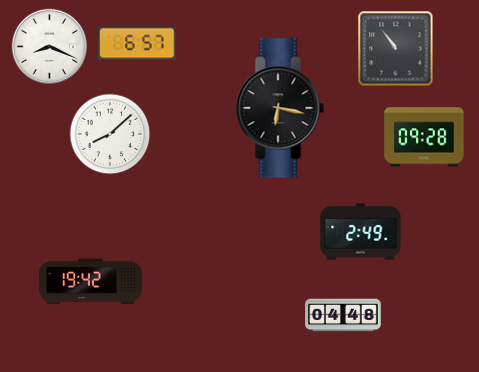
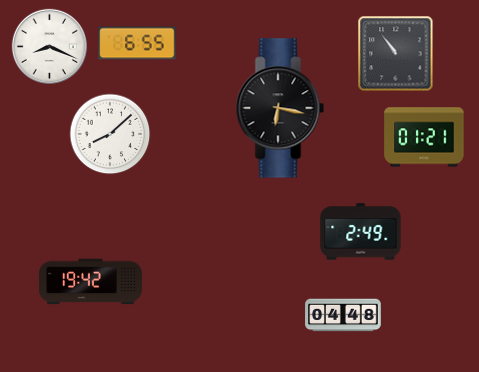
clock at (137, 43): 6:57 -> 6:55
clock at (396, 49) position: (396, 49) -> (396, 54)
clock at (424, 137): 09:28 -> 01:21
